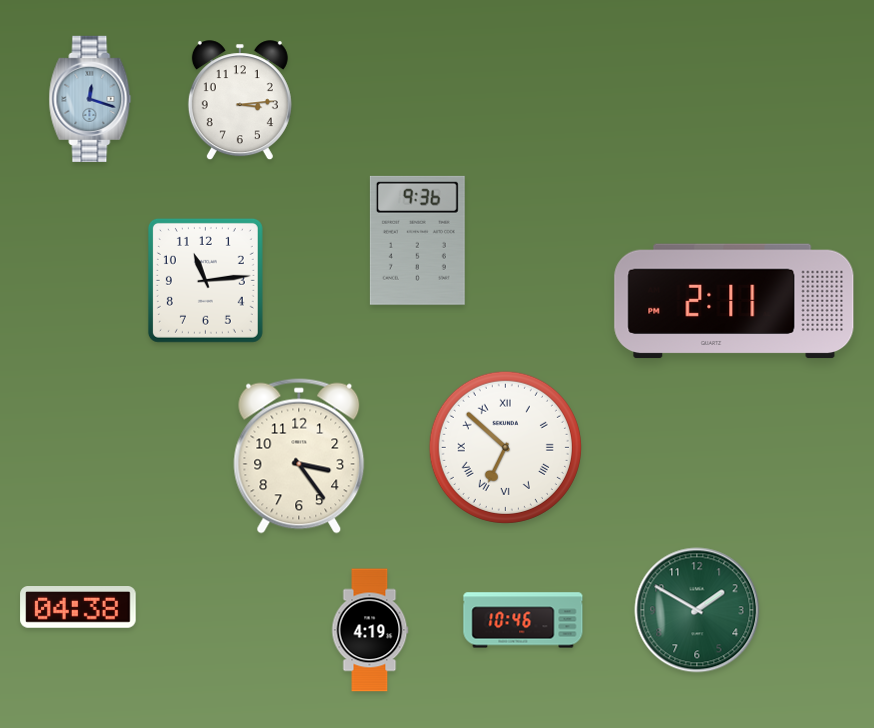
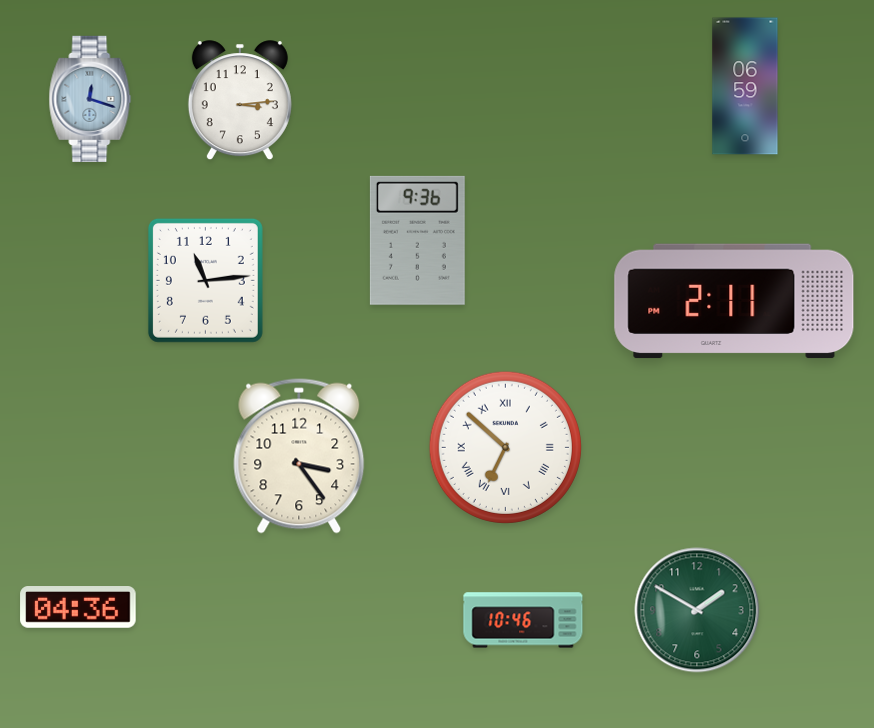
clock at (745, 86): none -> 06:59
clock at (78, 608): 04:38 -> 04:36
clock at (370, 630): 4:19 -> none
